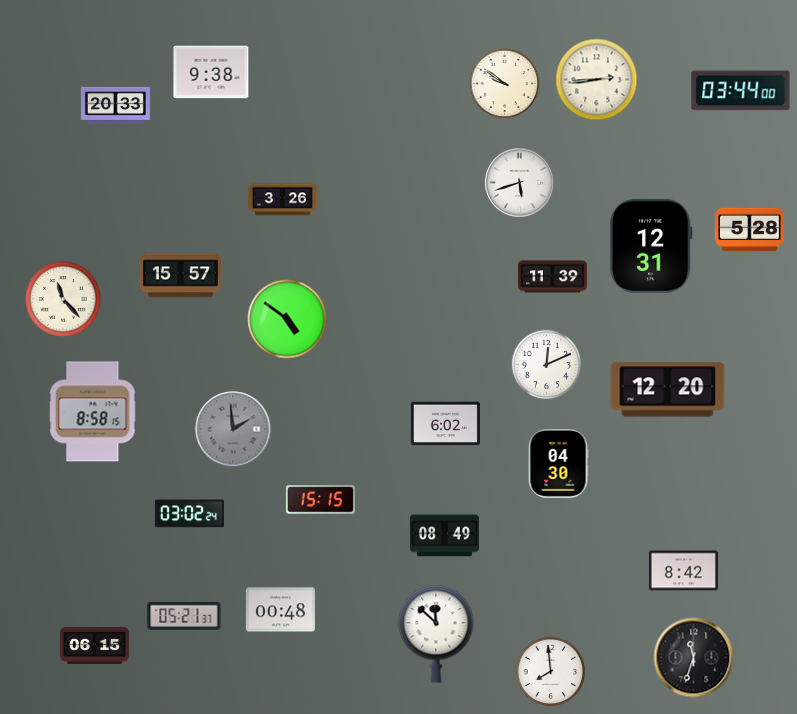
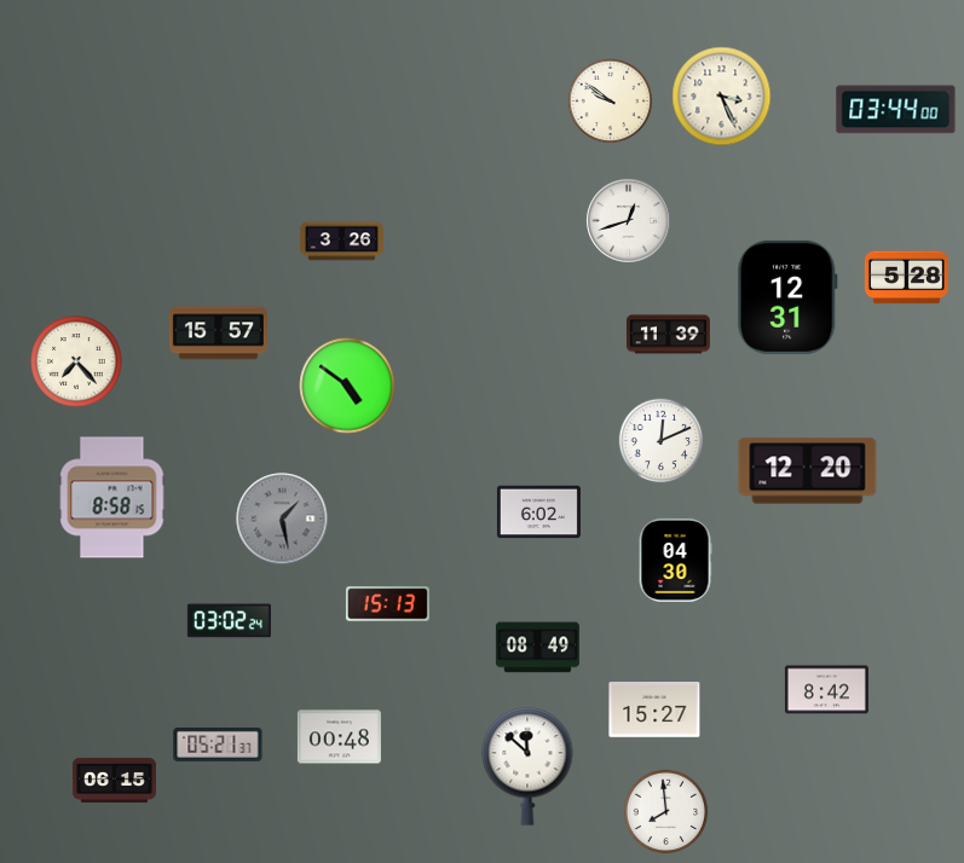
clock at (211, 72): 9:38 -> none
clock at (597, 80): 2:44 -> 3:26
clock at (115, 105): 20:33 -> none
clock at (520, 183): 5:42 -> 12:42
clock at (63, 299): 11:23 -> 7:23
clock at (233, 429): 1:59 -> 1:28
clock at (320, 500): 15:15 -> 15:13
clock at (654, 709): none -> 15:27
clock at (184, 616) position: (184, 616) -> (218, 745)
clock at (694, 658): 11:33 -> none
